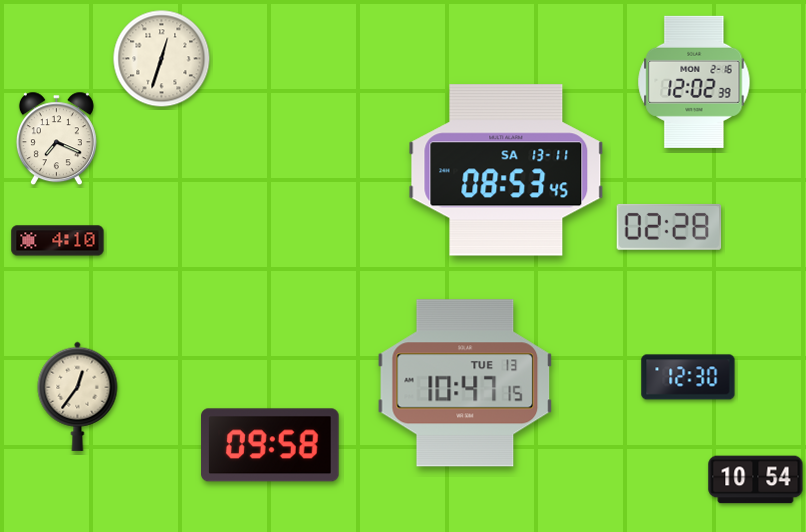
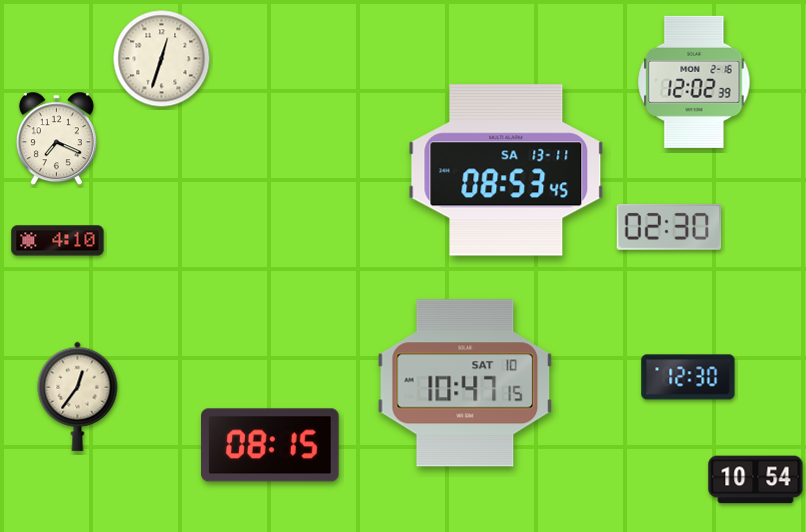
clock at (669, 227): 02:28 -> 02:30
clock at (465, 383) date: TUE 13 -> SAT 10
clock at (270, 445): 09:58 -> 08:15
